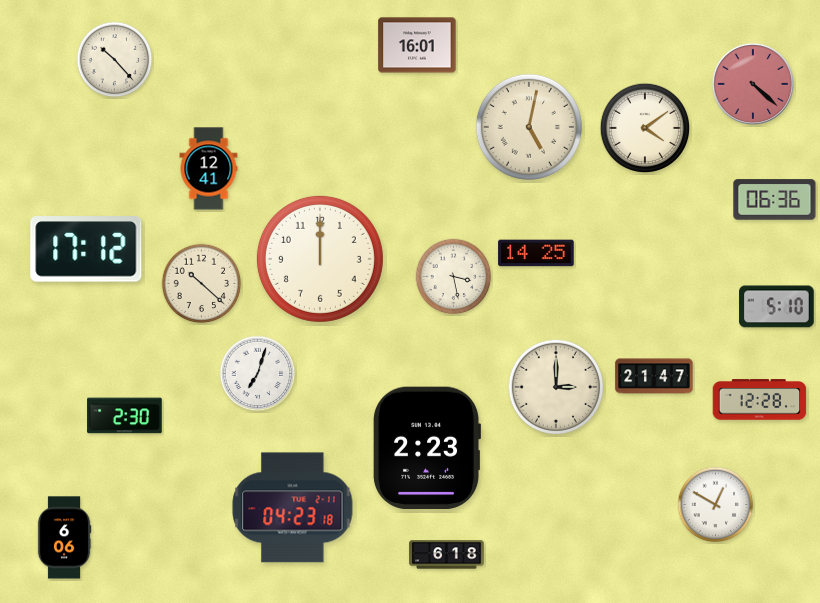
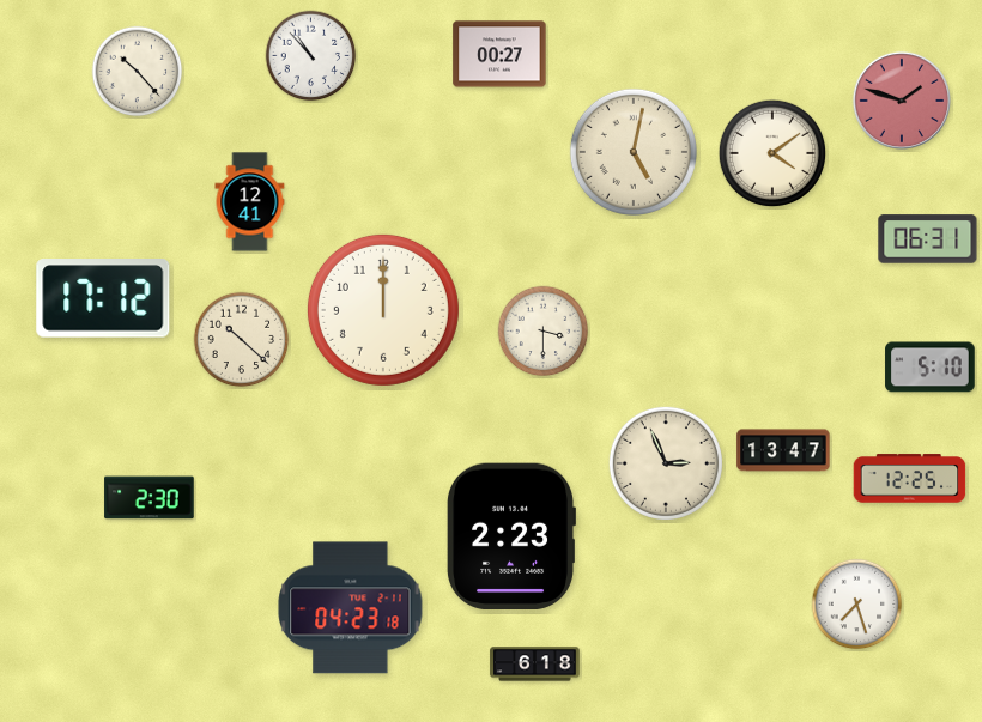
clock at (417, 45): 16:01 -> 00:27
clock at (311, 56): none -> 10:53
clock at (753, 84): 4:22 -> 1:48
clock at (775, 200): 06:36 -> 06:31
clock at (536, 253): 14:25 -> none
clock at (454, 277): 3:28 -> 3:30
clock at (258, 374): 7:03 -> none
clock at (654, 376): 21:47 -> 13:47
clock at (555, 386): 3:00 -> 2:56
clock at (760, 400): 12:28 -> 12:25
clock at (716, 505): 12:50 -> 7:27
clock at (64, 538): 6:06 -> none
